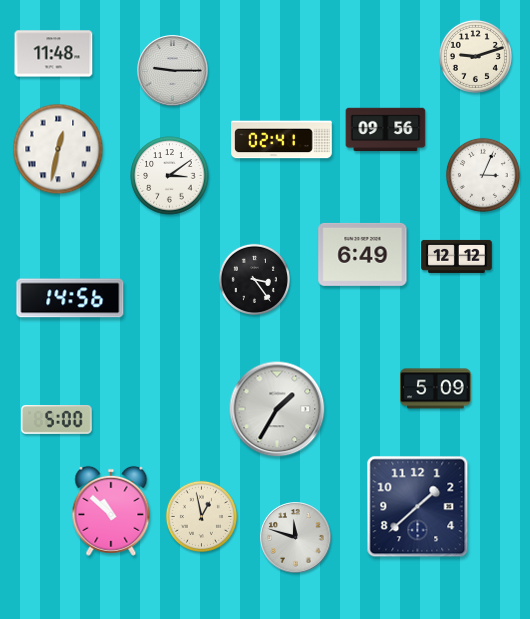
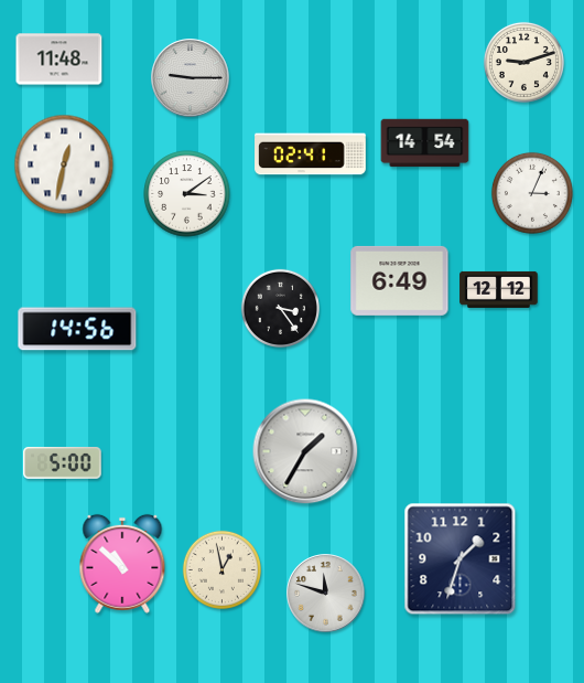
clock at (386, 130): 09:56 -> 14:54
clock at (457, 256) position: (457, 256) -> (499, 289)
clock at (436, 389): 5:09 -> none
clock at (418, 507): 1:38 -> 1:33
